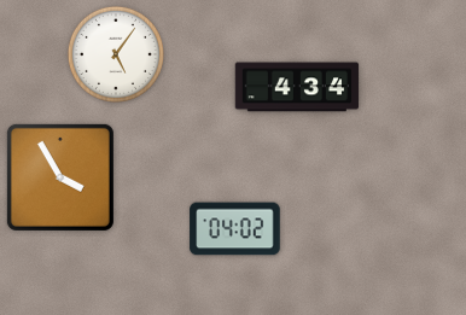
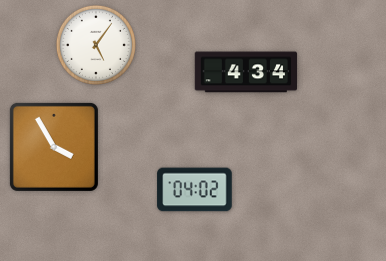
clock at (60, 177) position: (60, 177) -> (54, 147)
